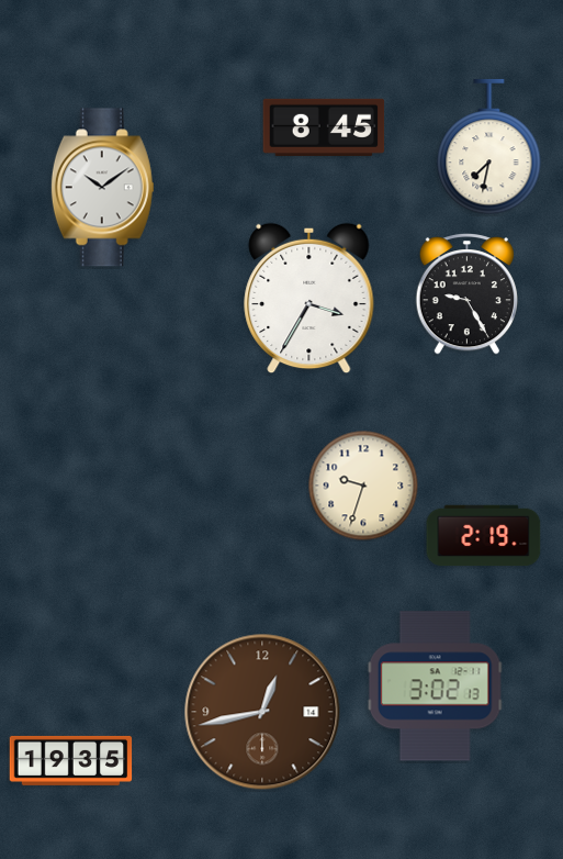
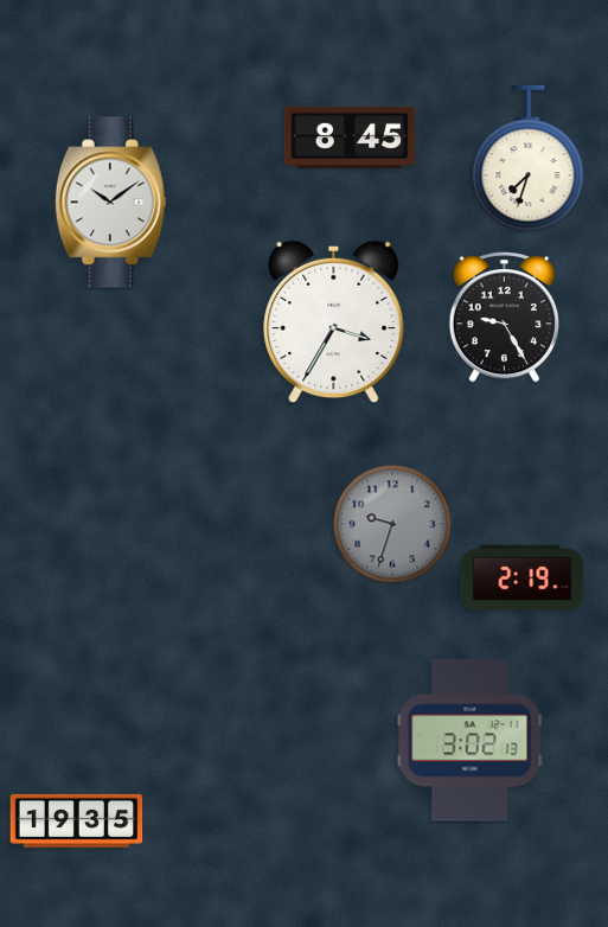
clock at (489, 147): 7:32 -> 7:33
clock at (363, 486) dial: cream -> grey
clock at (262, 712): 12:43 -> none
